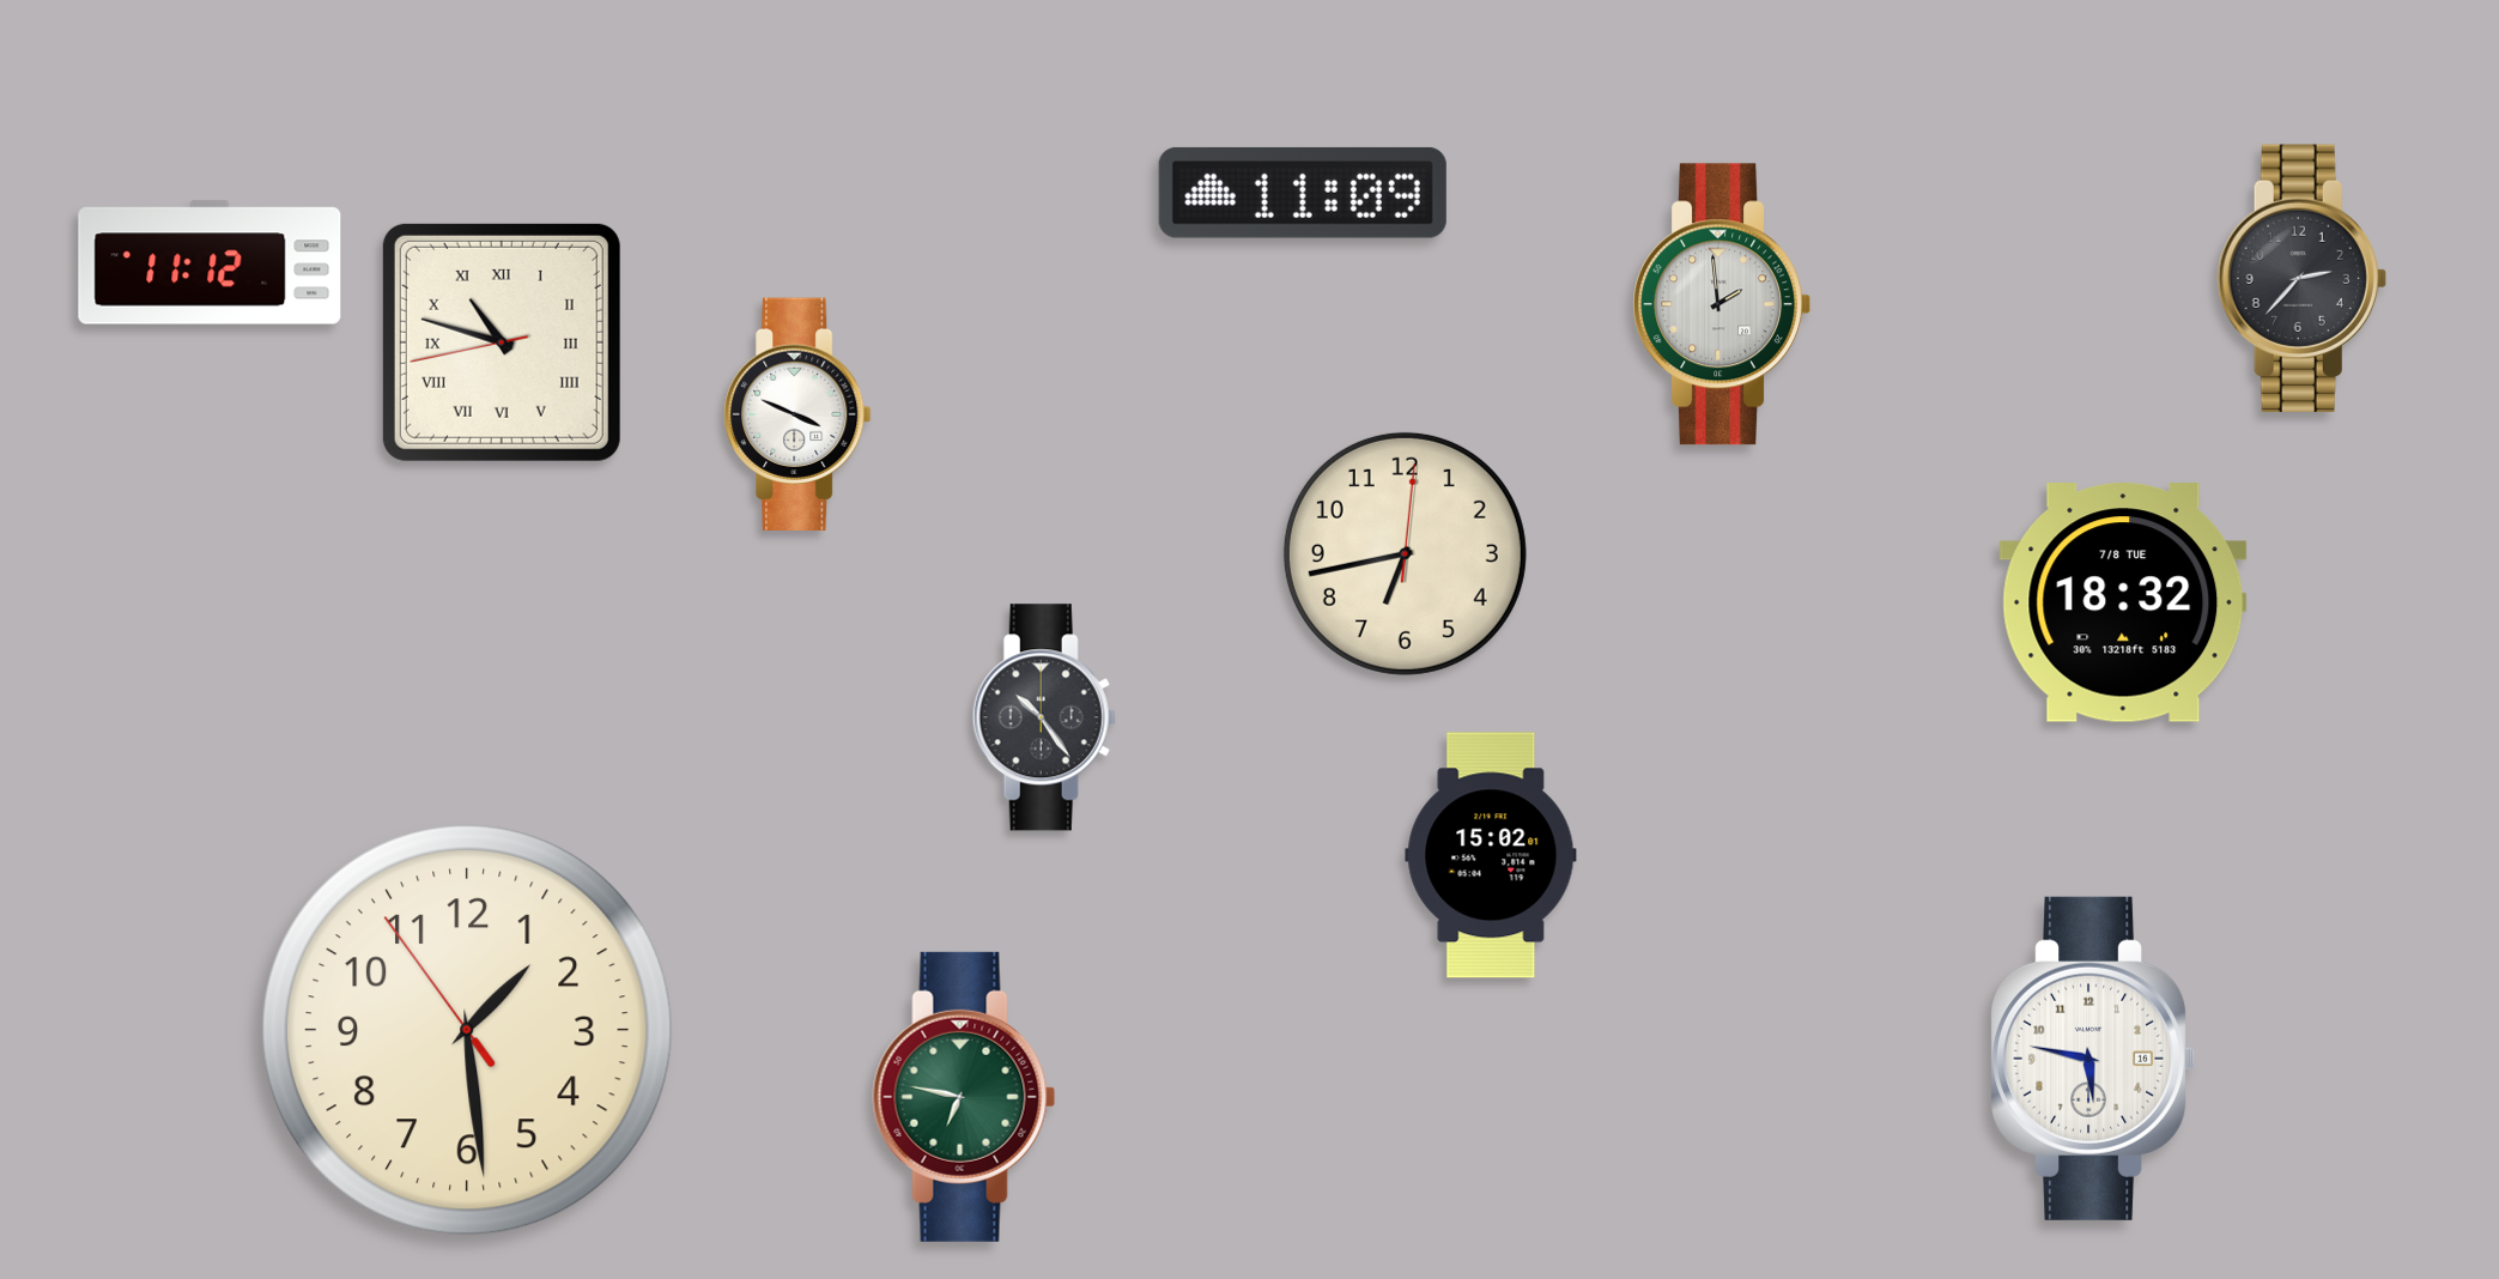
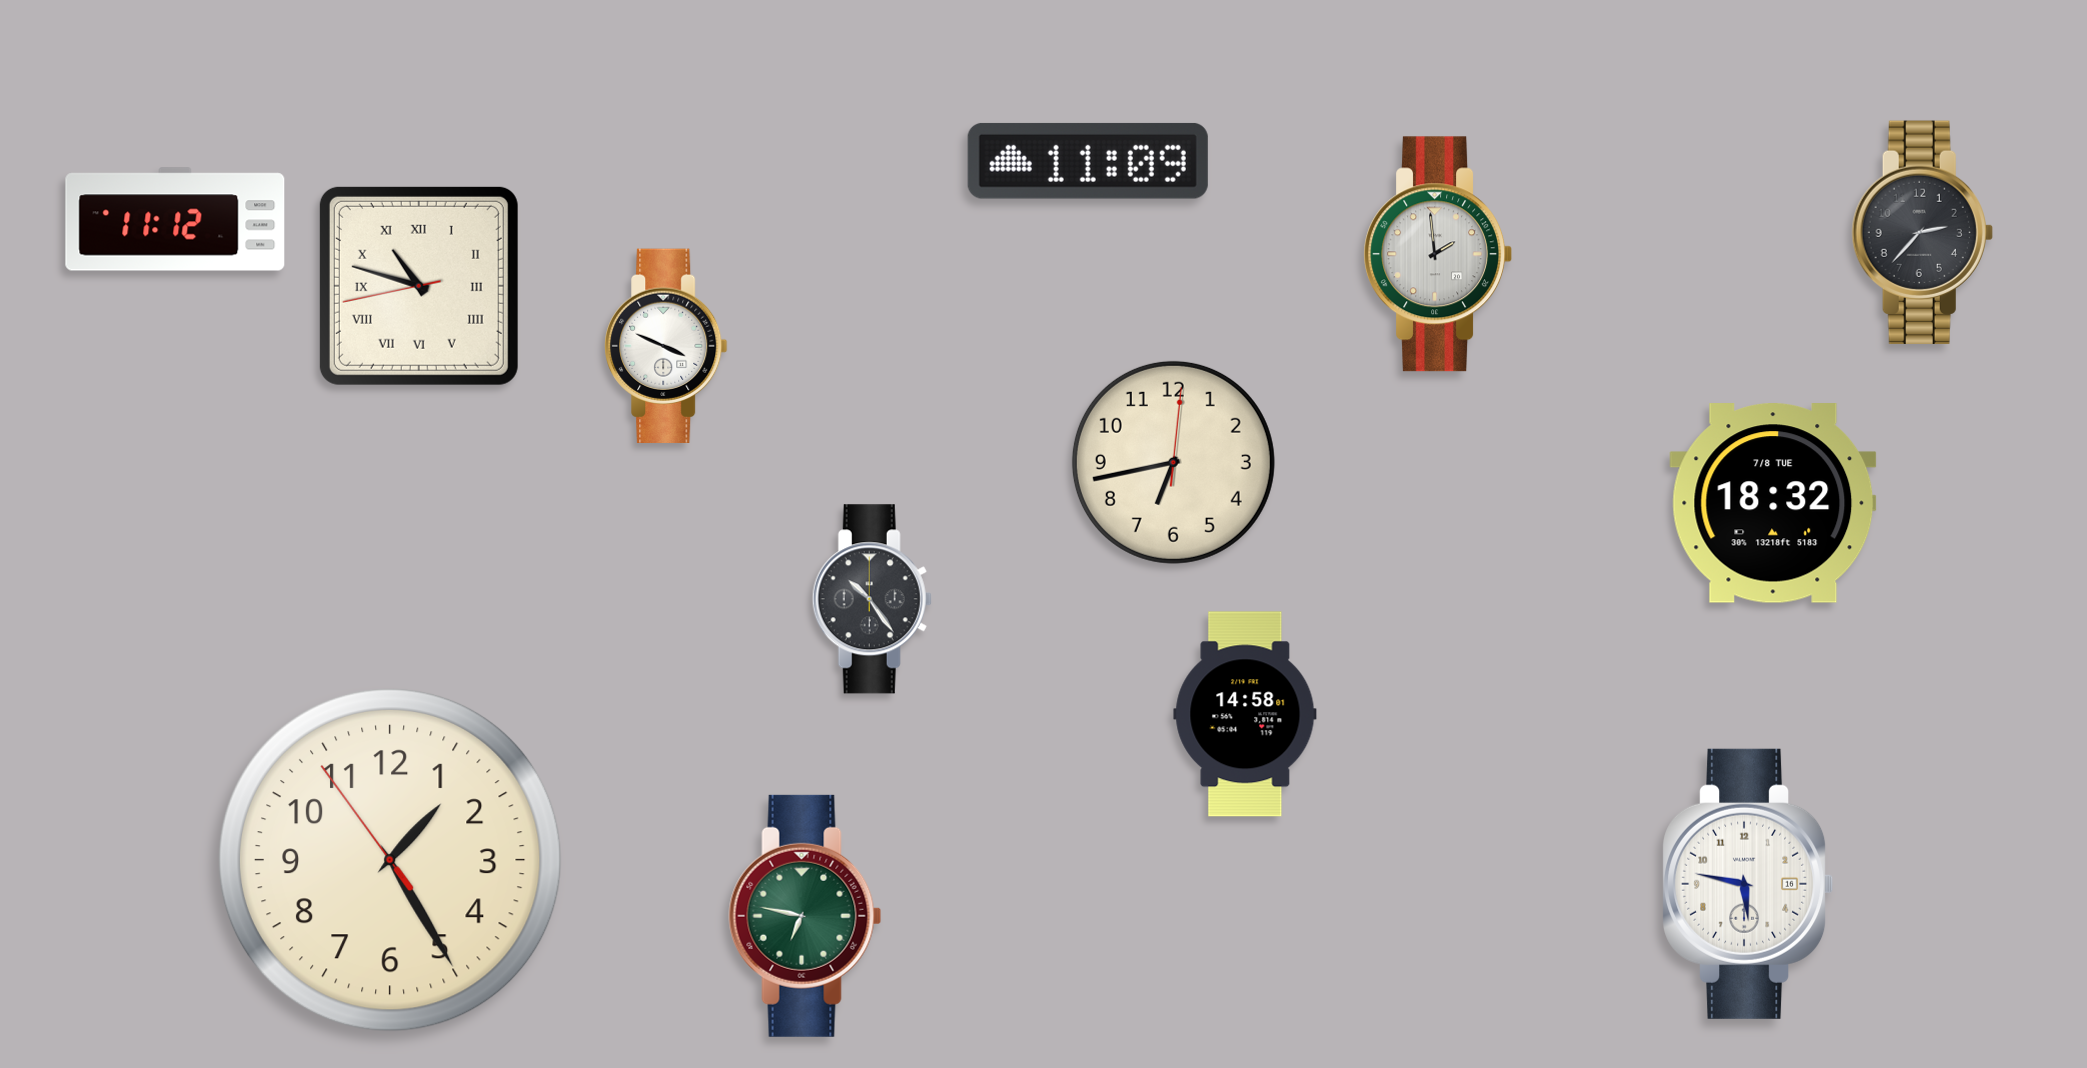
clock at (1491, 855): 15:02 -> 14:58
clock at (467, 1030): 1:28 -> 1:24
